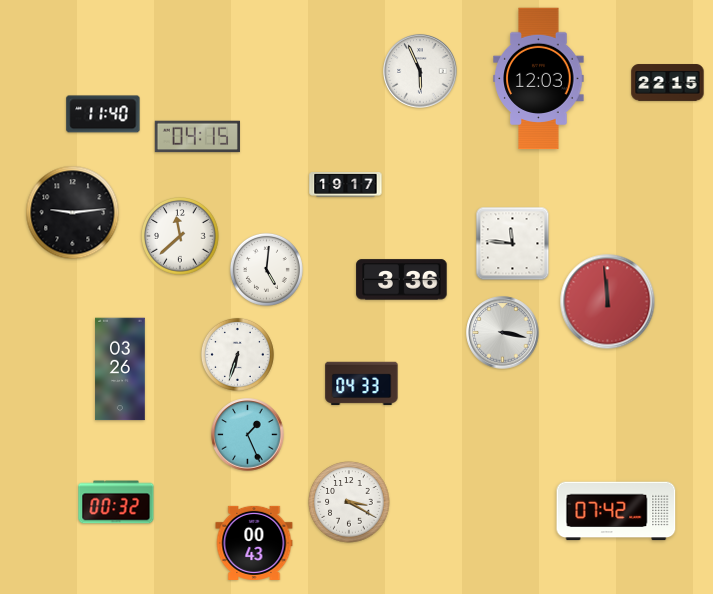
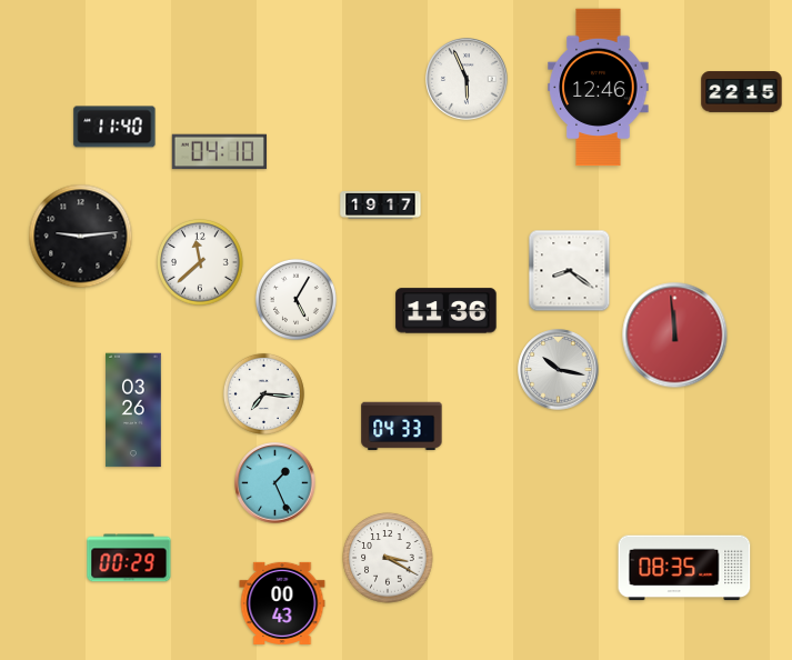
clock at (539, 79): 12:03 -> 12:46
clock at (197, 137): 04:15 -> 04:10
clock at (346, 185) position: (346, 185) -> (381, 206)
clock at (513, 244): 11:46 -> 8:21
clock at (266, 269): 5:01 -> 5:05
clock at (402, 280): 3:36 -> 11:36
clock at (503, 333): 3:17 -> 10:17
clock at (237, 354): 6:33 -> 7:16
clock at (116, 502): 00:32 -> 00:29
clock at (616, 511): 07:42 -> 08:35
